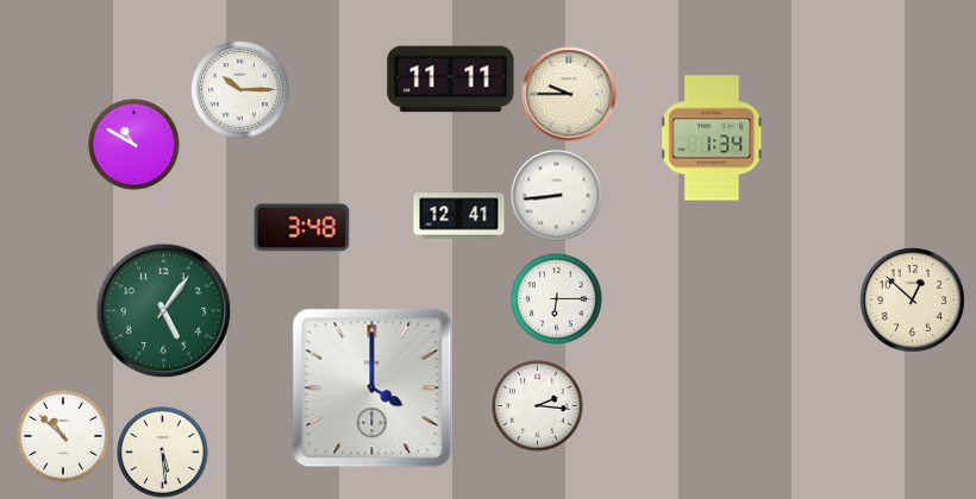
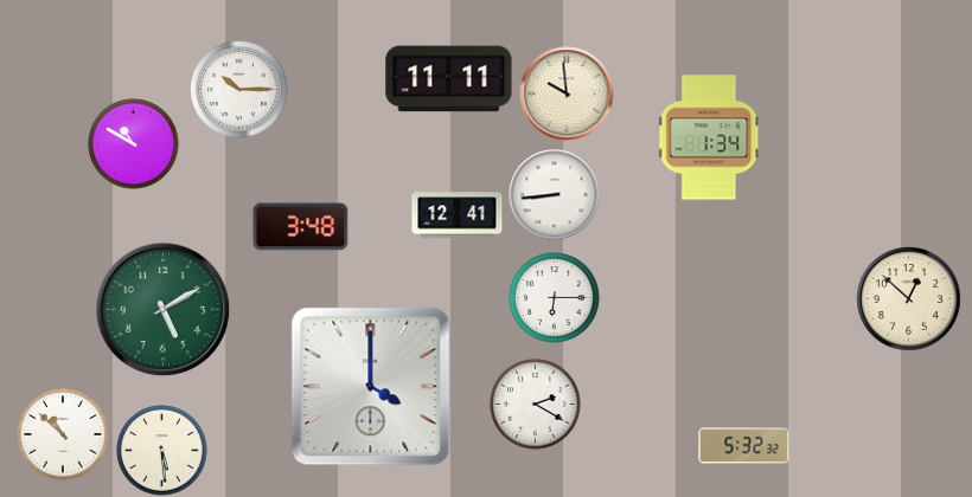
clock at (569, 94): 9:45 -> 9:59
clock at (164, 311): 5:06 -> 5:10
clock at (538, 406): 2:16 -> 2:20
clock at (744, 446): none -> 5:32
